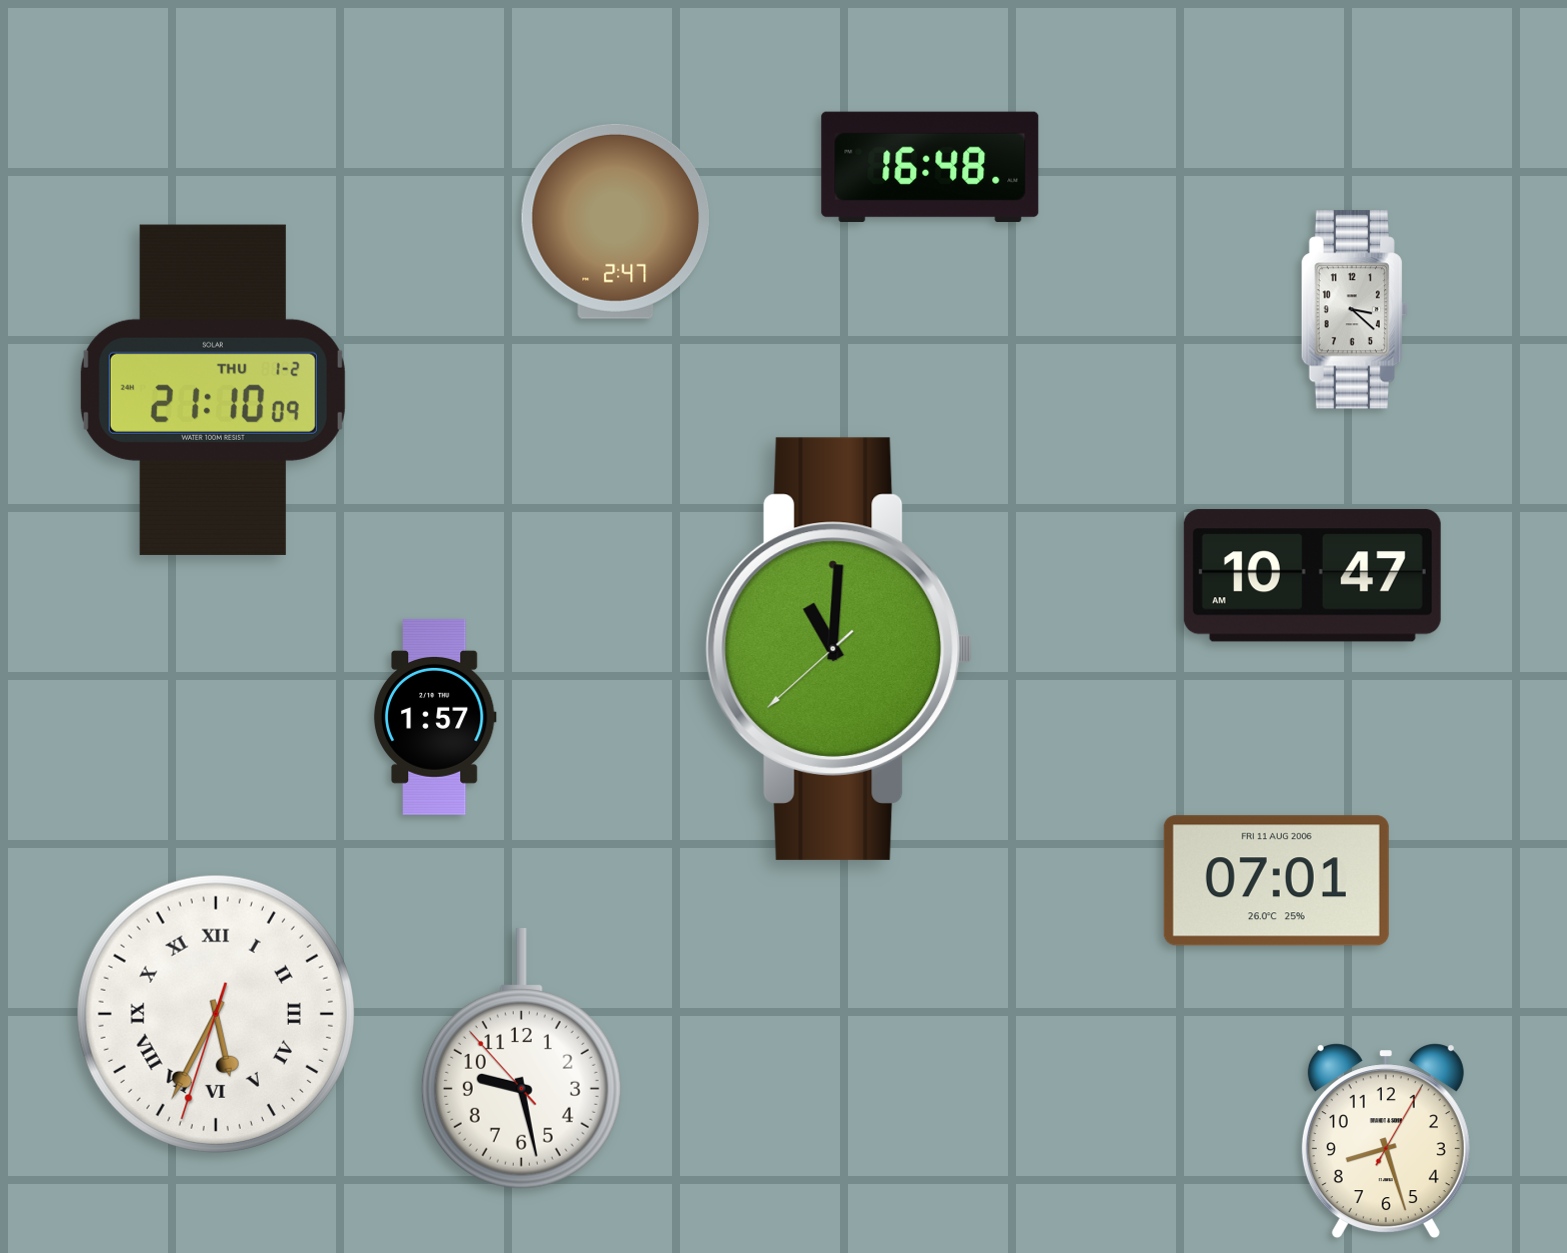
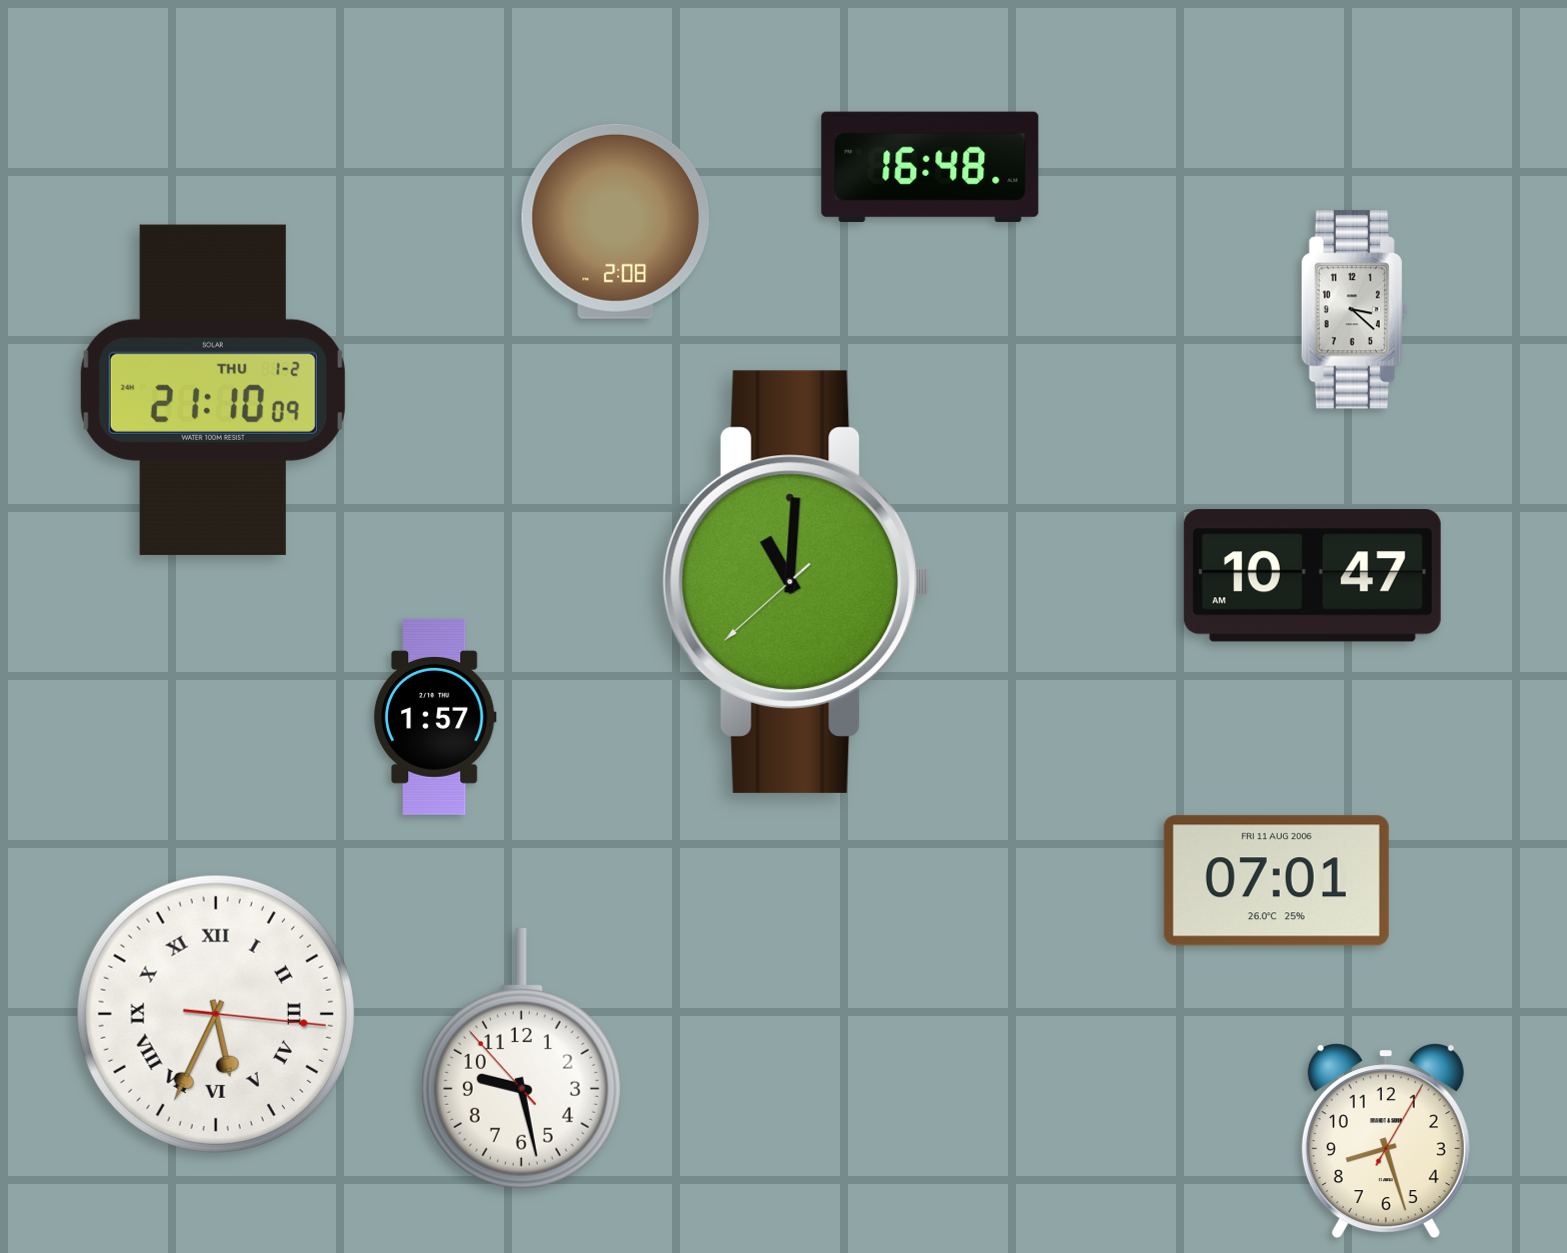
clock at (615, 221): 2:47 -> 2:08
clock at (839, 649) position: (839, 649) -> (796, 582)
clock at (216, 1014): 5:34:33 -> 5:34:16
